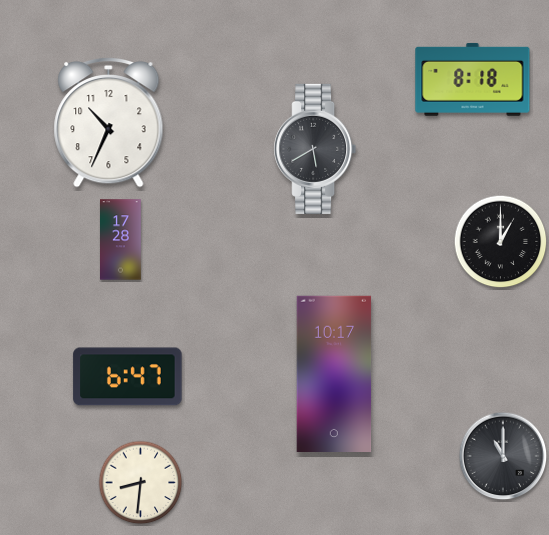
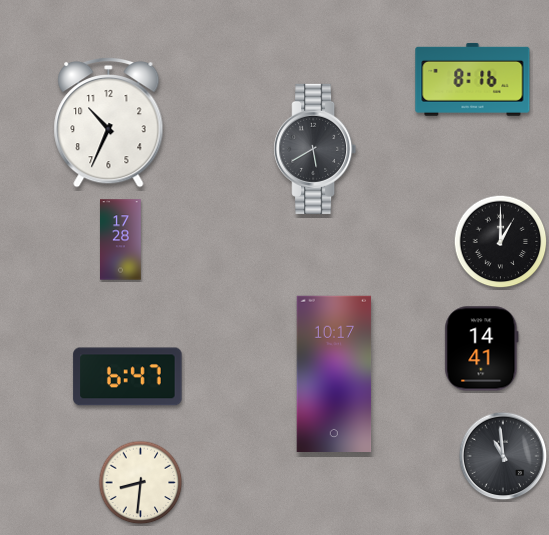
clock at (473, 79): 8:18 -> 8:16
clock at (482, 349): none -> 14:41
clock at (503, 456): 11:00 -> 10:59
